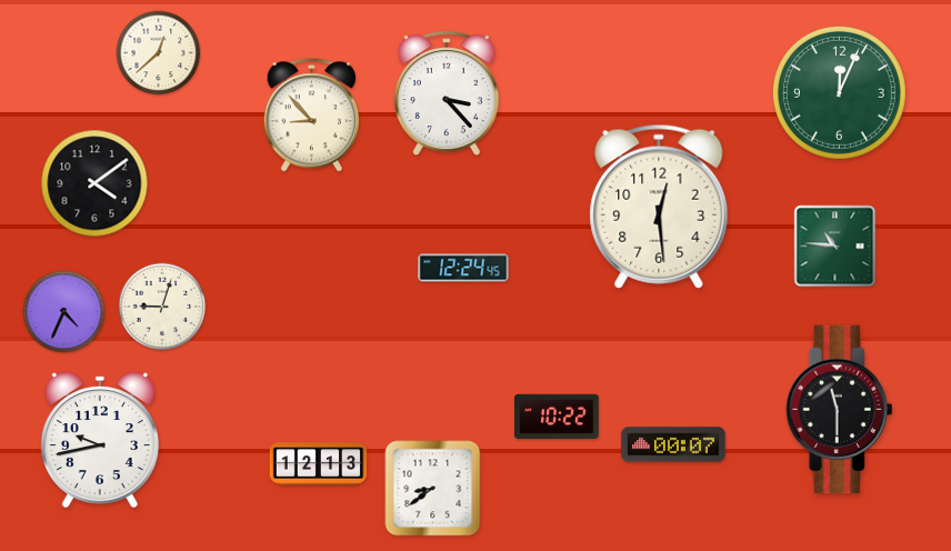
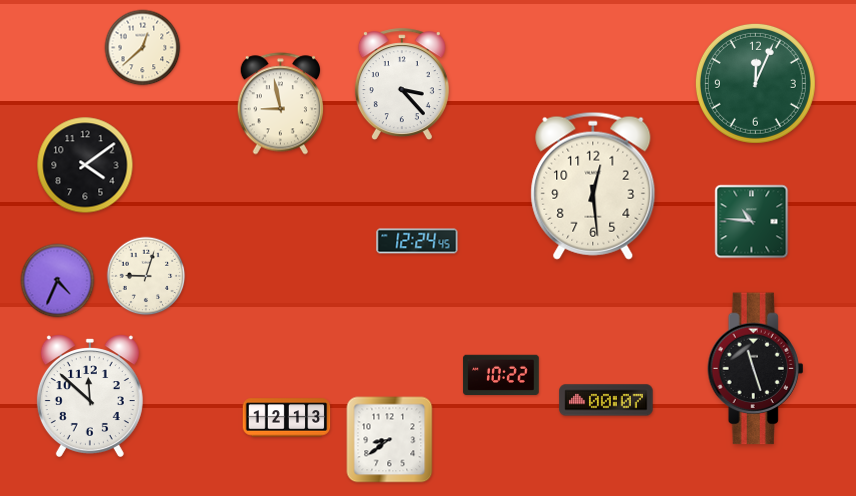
clock at (311, 116): 8:53 -> 8:58
clock at (840, 410): 11:30 -> 11:27
clock at (100, 440): 9:43 -> 11:52
